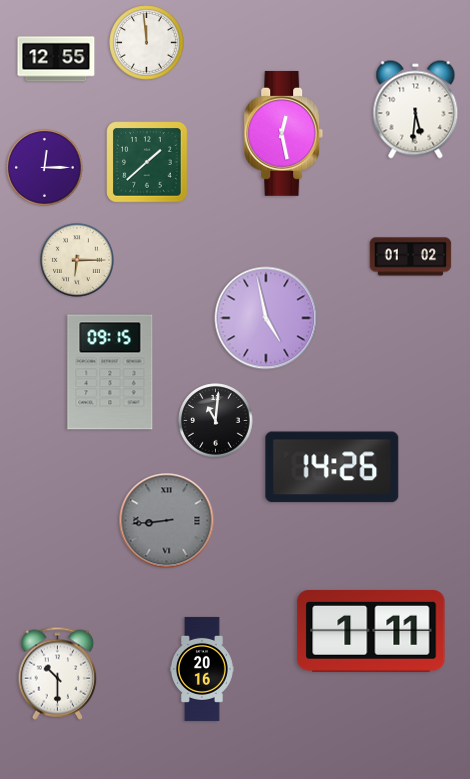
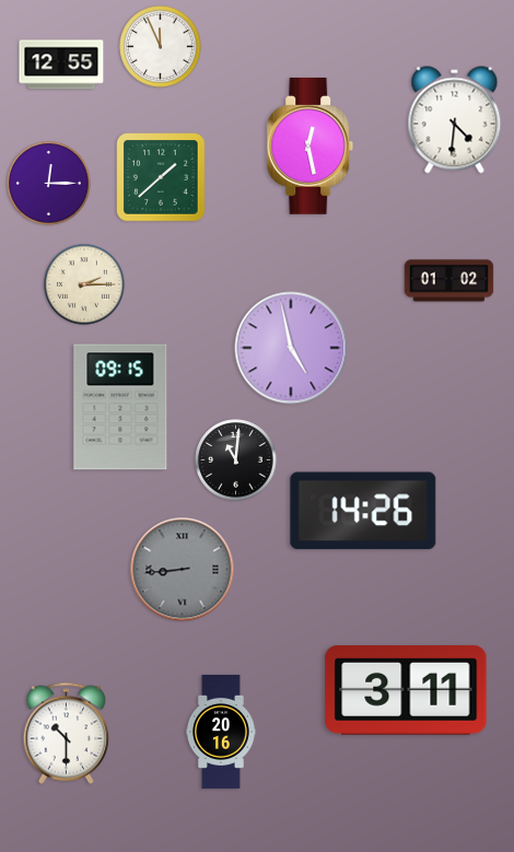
clock at (147, 43): 11:59 -> 11:56
clock at (416, 110): 5:31 -> 4:31
clock at (78, 261): 6:15 -> 2:15
clock at (371, 631): 1:11 -> 3:11
clock at (58, 673) position: (58, 673) -> (67, 733)
